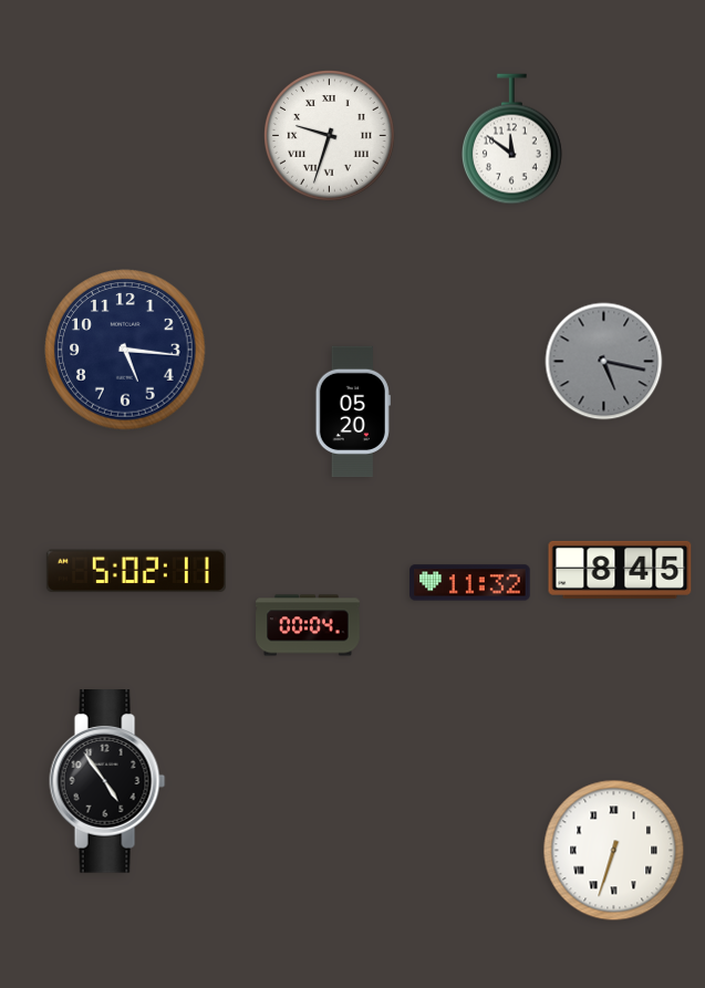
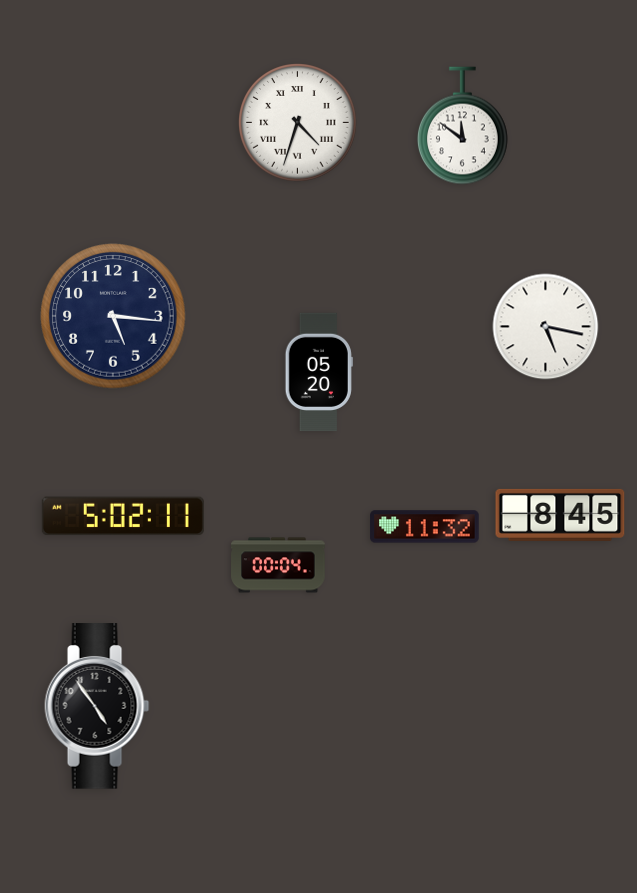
clock at (330, 136): 9:33 -> 4:33
clock at (604, 362) dial: grey -> white
clock at (614, 851): 6:33 -> none
